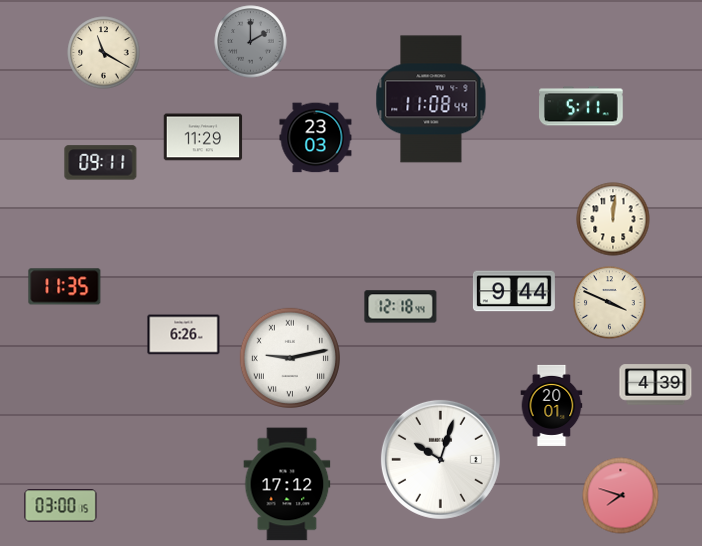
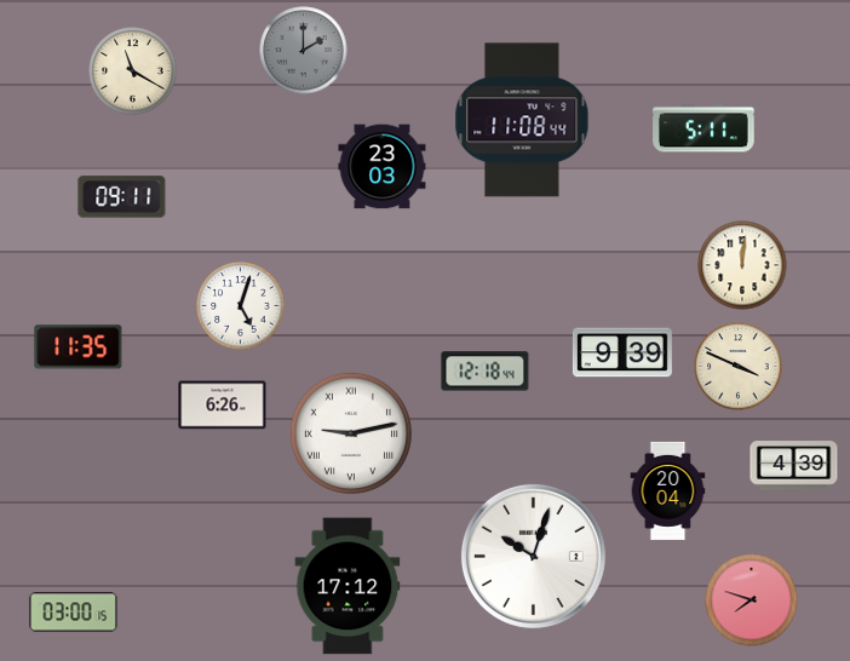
clock at (104, 53) position: (104, 53) -> (133, 71)
clock at (203, 137): 11:29 -> none
clock at (241, 306): none -> 5:03
clock at (514, 291): 9:44 -> 9:39
clock at (552, 405): 20:01 -> 20:04
